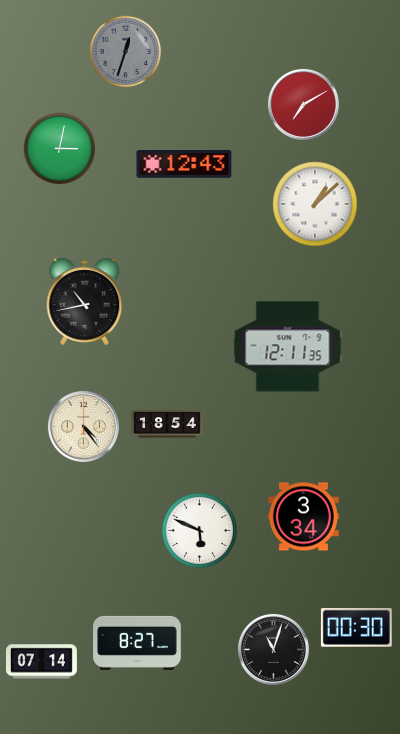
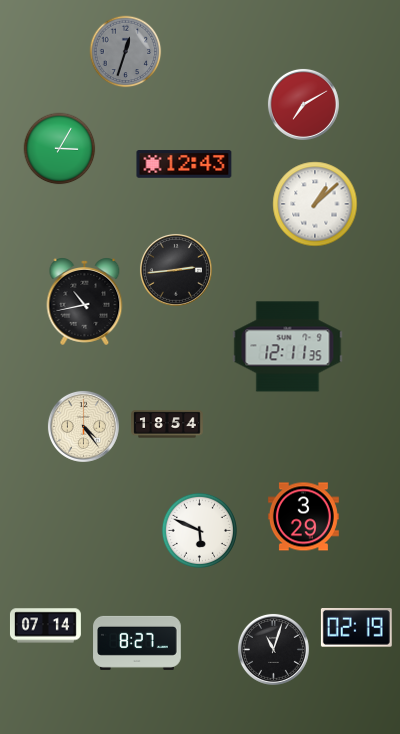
clock at (60, 149): 3:02 -> 3:05
clock at (176, 270): none -> 2:44
clock at (303, 517): 3:34 -> 3:29
clock at (356, 628): 00:30 -> 02:19
clock at (41, 662) position: (41, 662) -> (45, 626)
